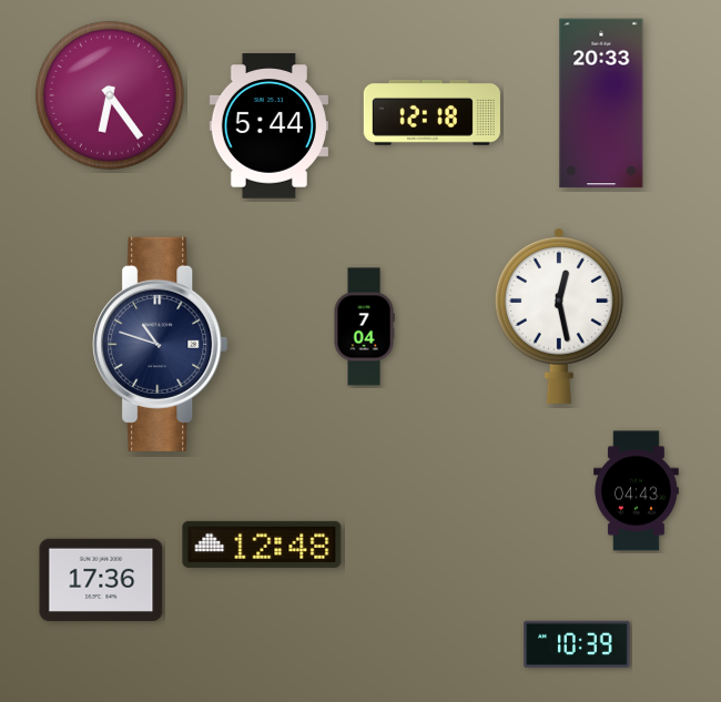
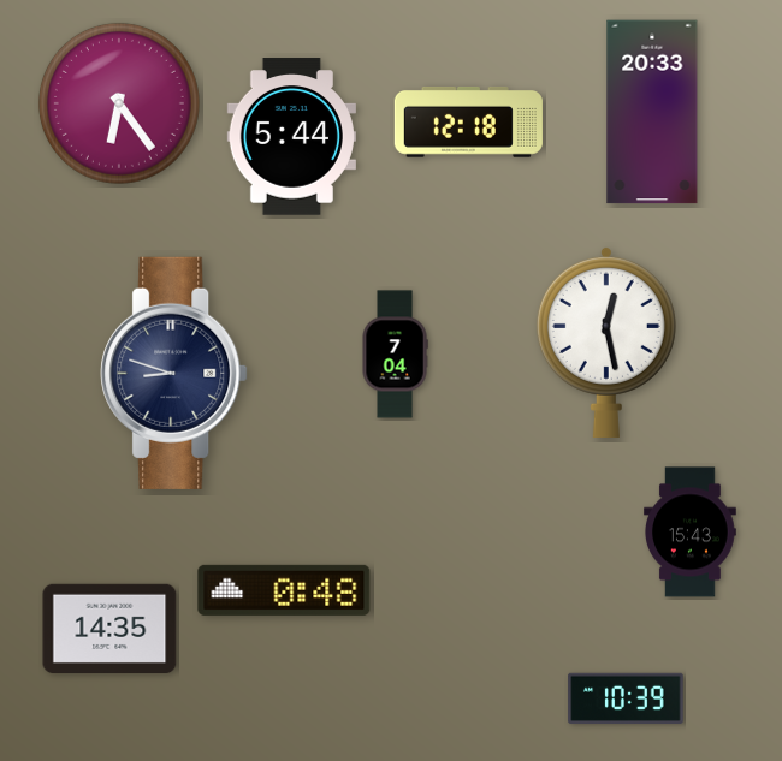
clock at (161, 344): 10:48 -> 8:48
clock at (637, 491): 04:43 -> 15:43
clock at (262, 545): 12:48 -> 0:48
clock at (101, 579): 17:36 -> 14:35
